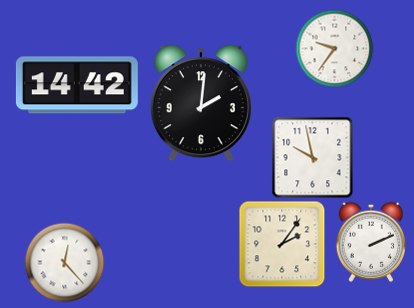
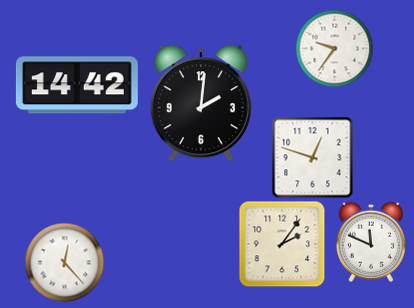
clock at (312, 157): 9:58 -> 12:48
clock at (370, 242): 2:11 -> 11:49
